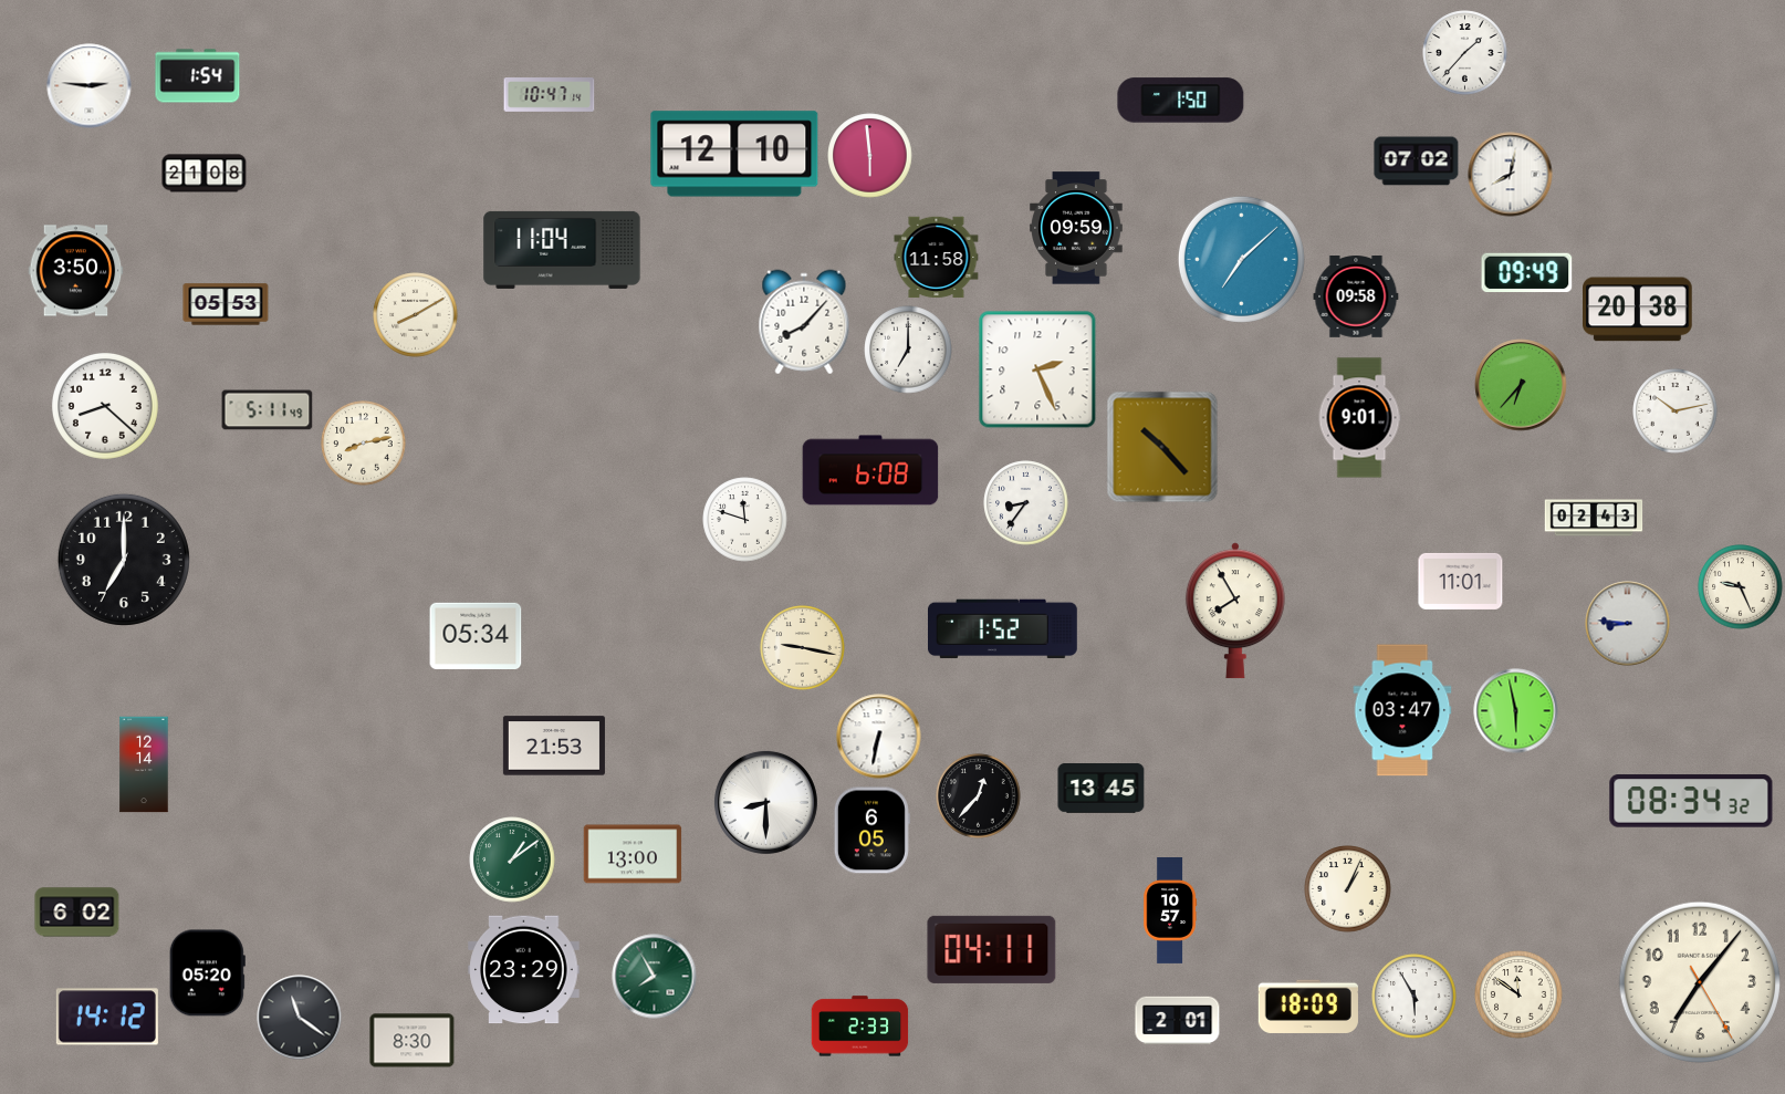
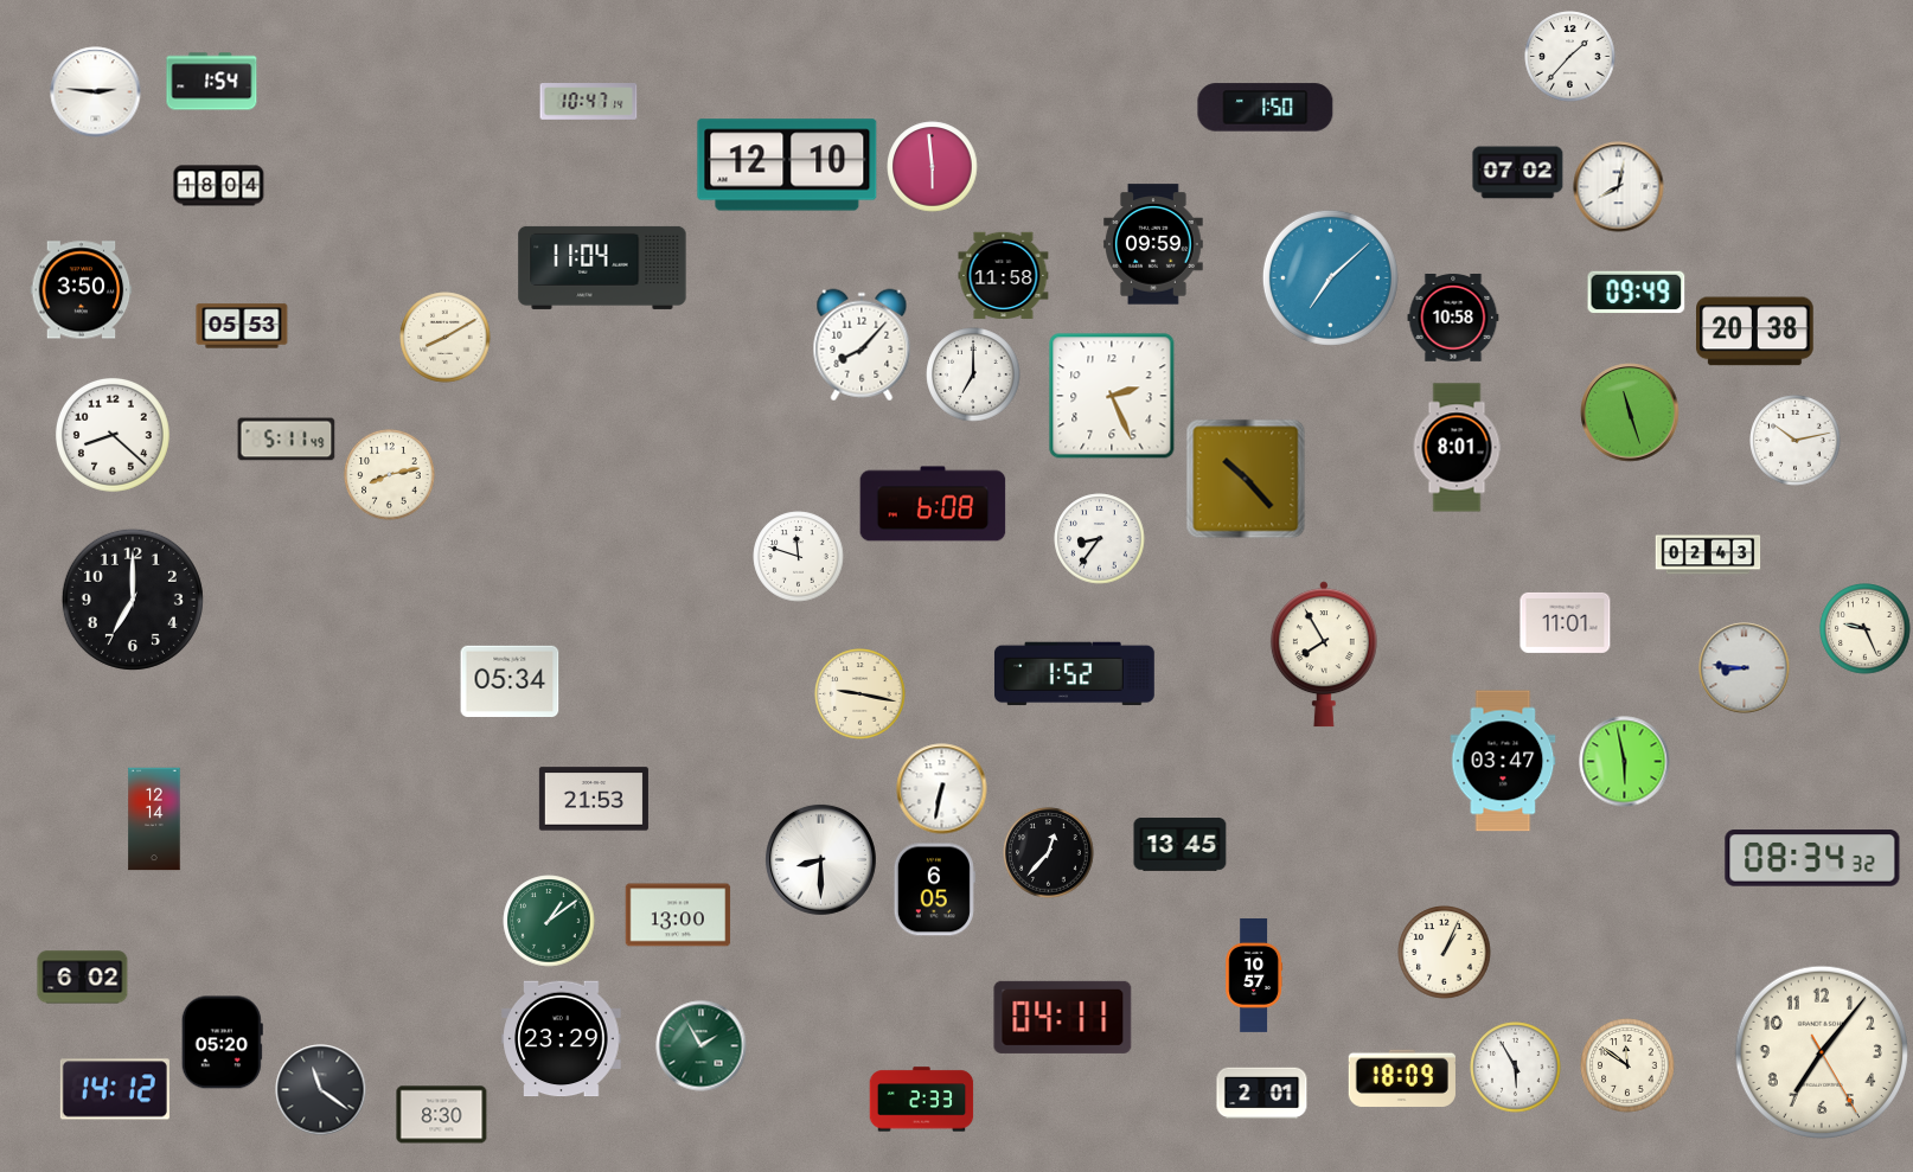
clock at (205, 174): 21:08 -> 18:04
clock at (1356, 298): 09:58 -> 10:58
clock at (1521, 385): 6:37 -> 11:27
clock at (1359, 418): 9:01 -> 8:01
clock at (655, 977): 7:55 -> 1:55
